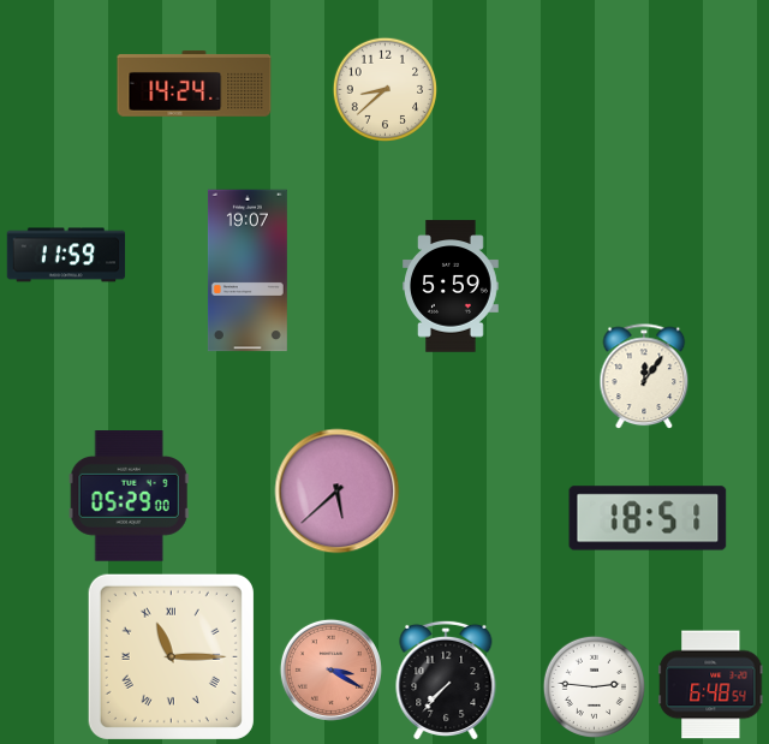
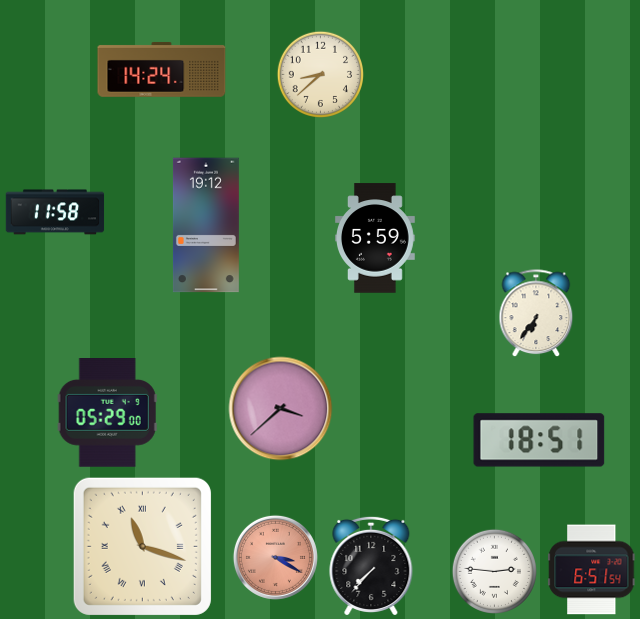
clock at (66, 255): 11:59 -> 11:58
clock at (248, 270): 19:07 -> 19:12
clock at (644, 376): 12:06 -> 6:36
clock at (338, 492): 5:38 -> 3:38
clock at (648, 518) position: (648, 518) -> (539, 440)
clock at (171, 656): 11:15 -> 11:18
clock at (711, 685): 6:48 -> 6:51
